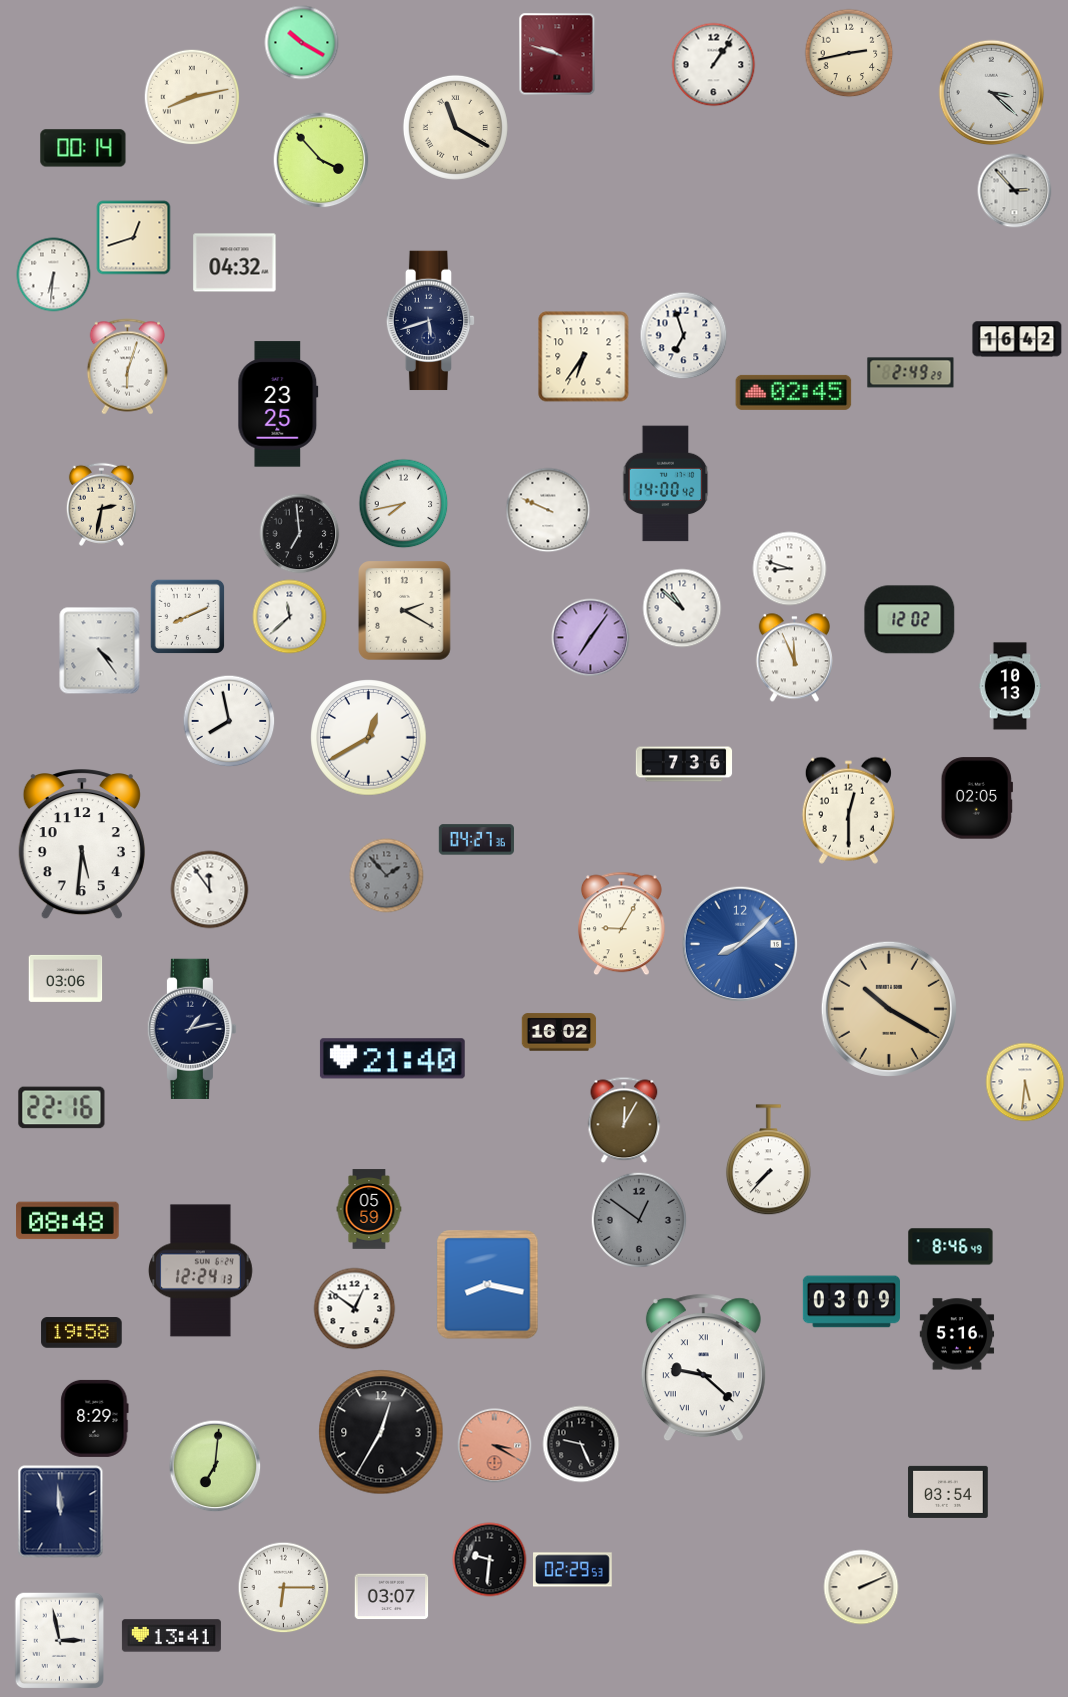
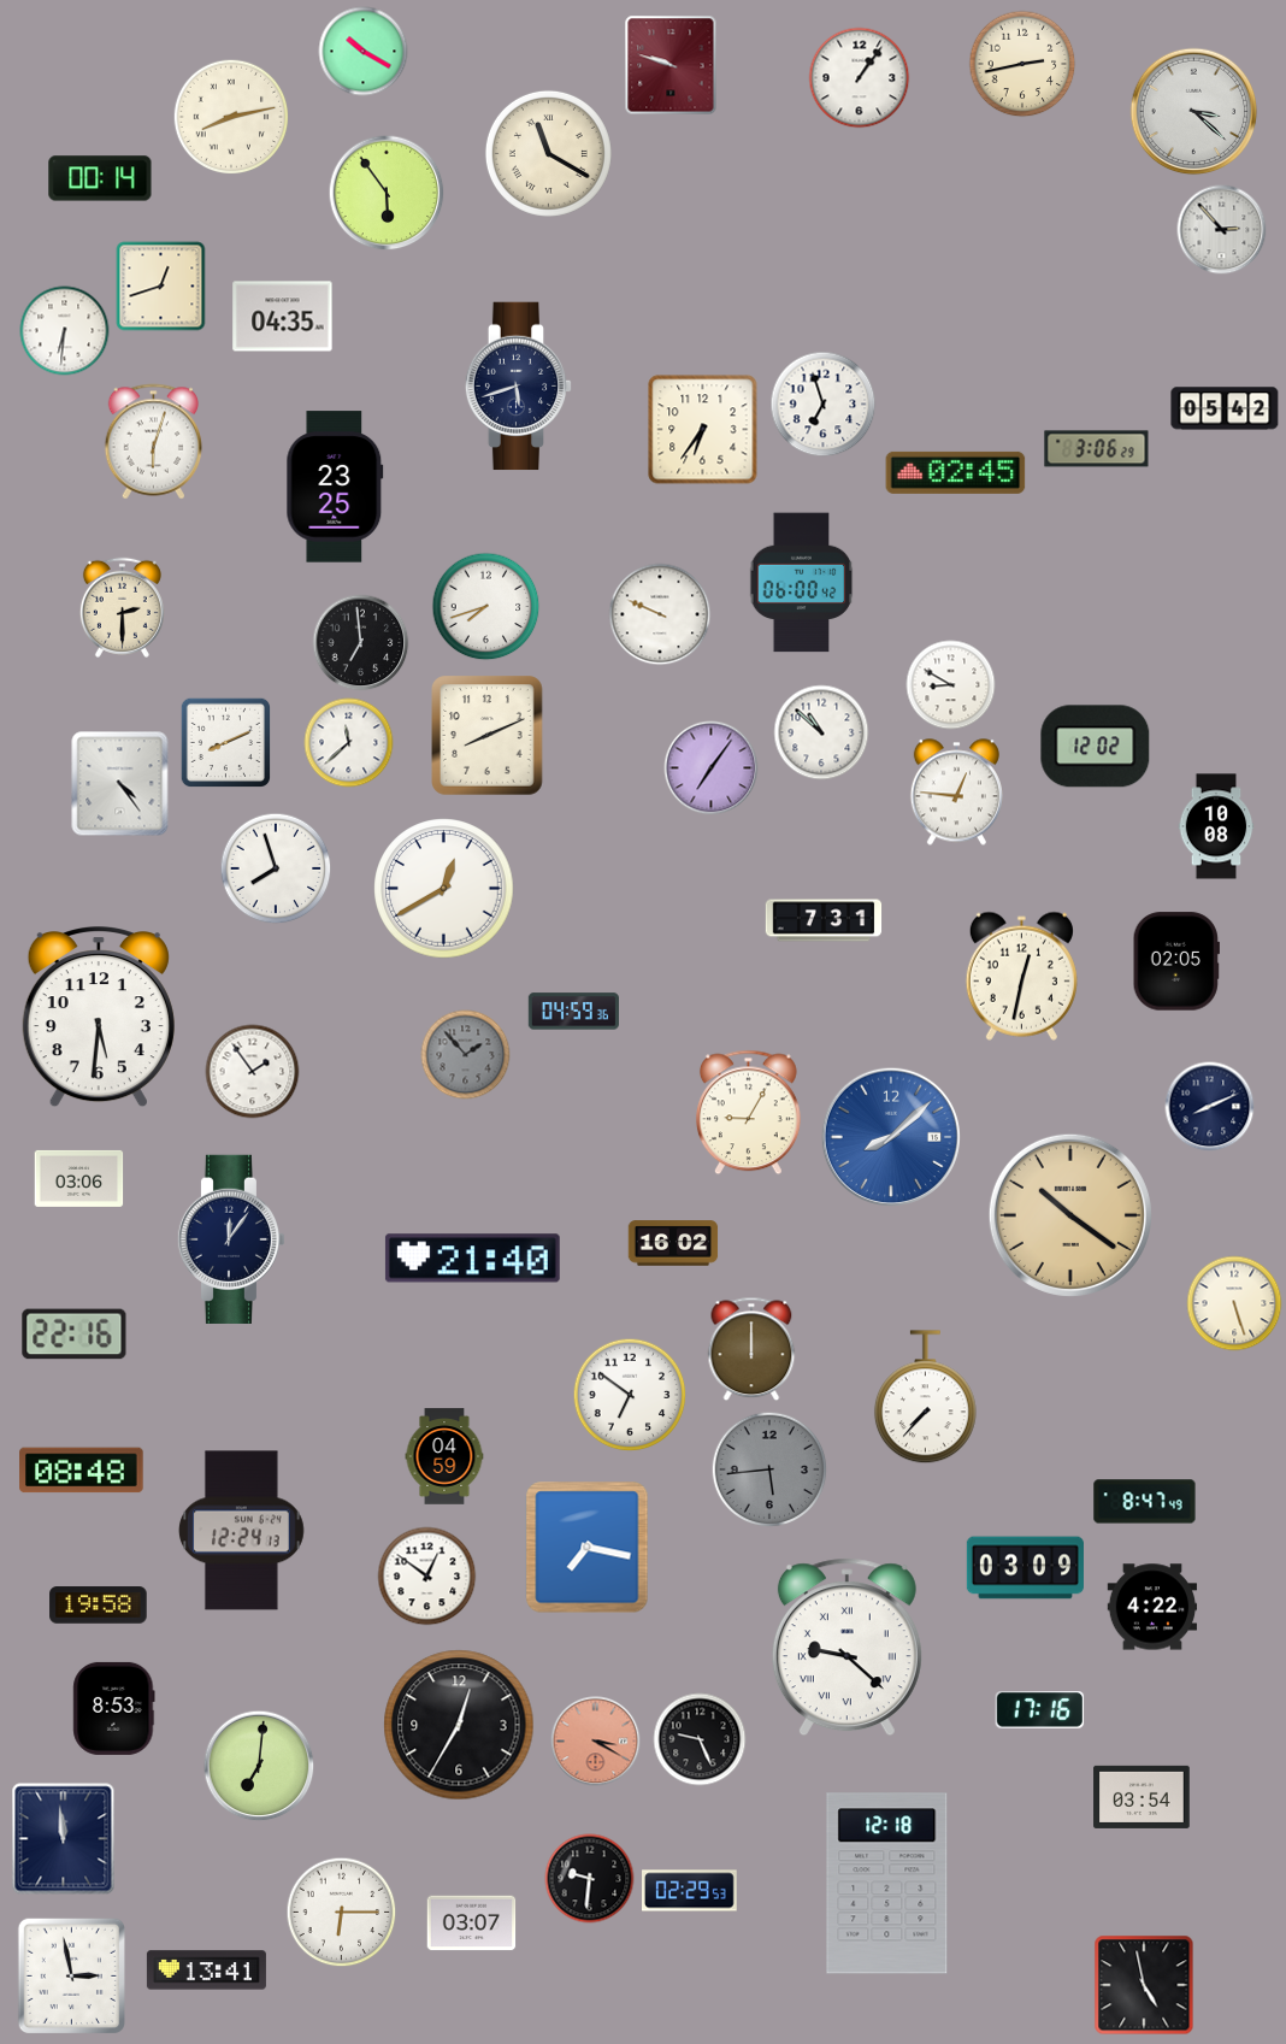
clock at (321, 160): 3:53 -> 5:54
clock at (235, 263): 04:32 -> 04:35
clock at (1017, 339): 16:42 -> 05:42
clock at (911, 373): 2:49 -> 3:06
clock at (666, 484): 14:00 -> 06:00
clock at (101, 504): 2:32 -> 2:30
clock at (404, 504): 7:43 -> 7:42
clock at (790, 569): 8:48 -> 8:50
clock at (405, 611): 2:20 -> 8:11
clock at (794, 658): 11:56 -> 12:46
clock at (1010, 686): 10:13 -> 10:08
clock at (229, 721): 7:58 -> 7:57
clock at (684, 764): 7:36 -> 7:31
clock at (848, 810): 12:30 -> 12:32
clock at (476, 840): 04:27 -> 04:59
clock at (210, 890): 11:54 -> 1:54
clock at (1210, 1107): none -> 8:11
clock at (889, 1009): 10:20 -> 10:21
clock at (192, 1029): 1:13 -> 12:06
clock at (392, 1059) position: (392, 1059) -> (472, 1259)
clock at (1025, 1082): 5:31 -> 5:27
clock at (624, 1120): 12:05 -> 12:00
clock at (630, 1395): none -> 6:51
clock at (369, 1209): 05:59 -> 04:59
clock at (639, 1220): 12:51 -> 5:44
clock at (951, 1247): 8:46 -> 8:47
clock at (488, 1285): 8:17 -> 7:17
clock at (957, 1334): 5:16 -> 4:22
clock at (95, 1418): 8:29 -> 8:53
clock at (1040, 1710): none -> 17:16
clock at (61, 1512) position: (61, 1512) -> (64, 1839)
clock at (887, 1884): none -> 12:18
clock at (861, 1587): 2:11 -> none
clock at (1144, 1985): none -> 4:58
